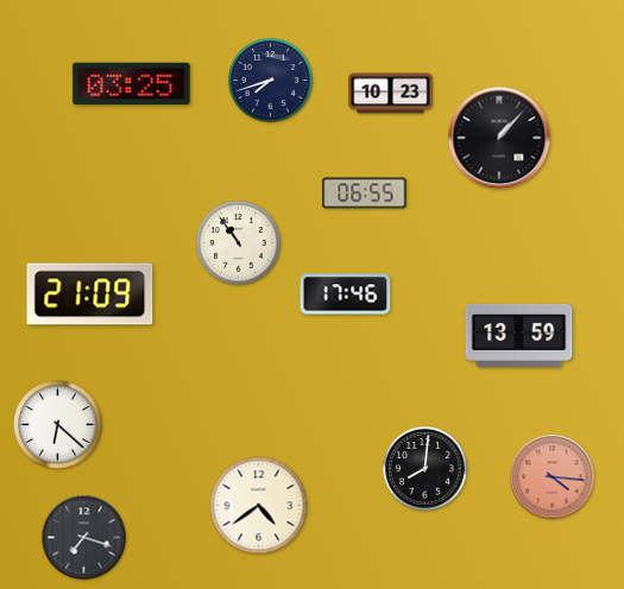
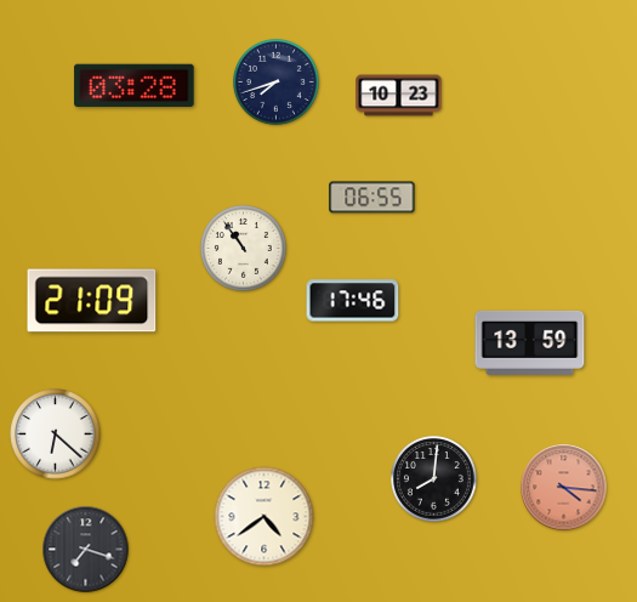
clock at (132, 84): 03:25 -> 03:28
clock at (499, 138): 1:07 -> none
clock at (58, 425) position: (58, 425) -> (56, 435)
